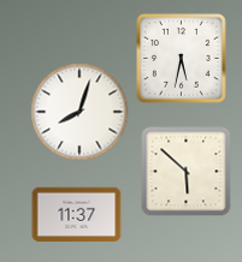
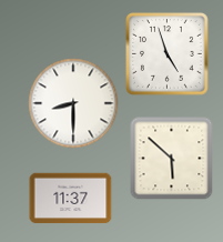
clock at (182, 59): 5:32 -> 4:57
clock at (79, 112): 8:03 -> 8:30
